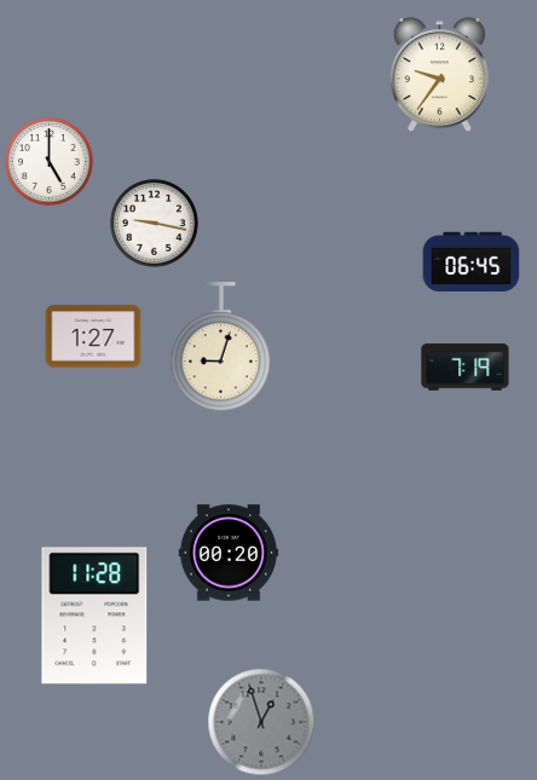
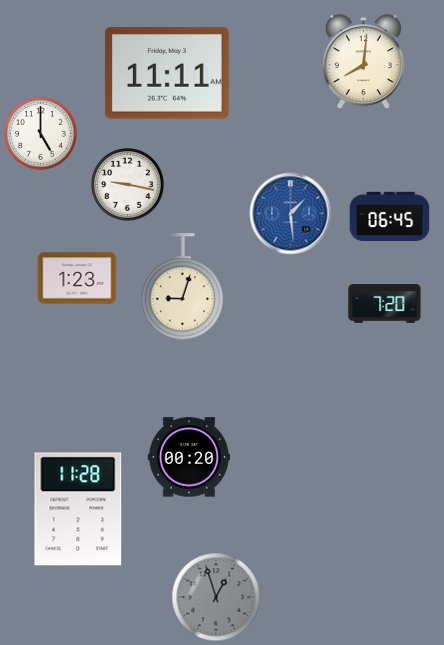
clock at (439, 75): 9:36 -> 8:01
clock at (167, 73): none -> 11:11
clock at (291, 214): none -> 1:29
clock at (93, 336): 1:27 -> 1:23
clock at (466, 368): 7:19 -> 7:20
